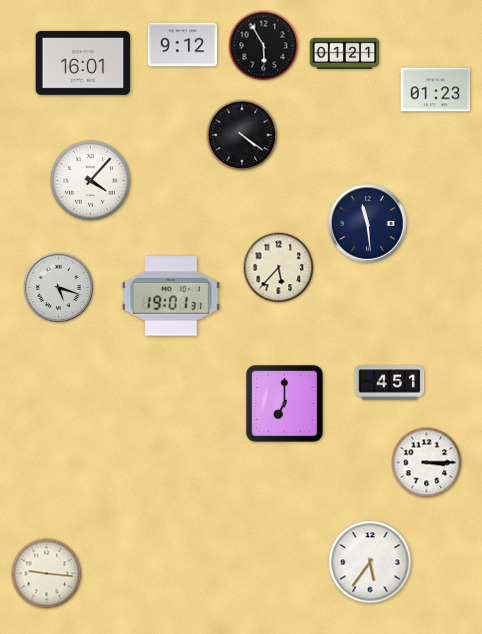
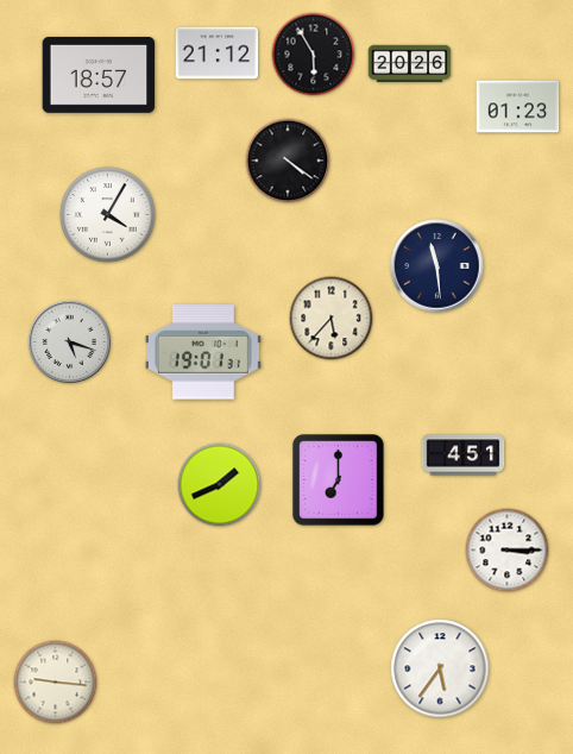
clock at (183, 45): 9:12 -> 21:12
clock at (345, 54): 01:21 -> 20:26
clock at (83, 63): 16:01 -> 18:57
clock at (91, 181): 4:07 -> 4:05
clock at (220, 485): none -> 1:41
